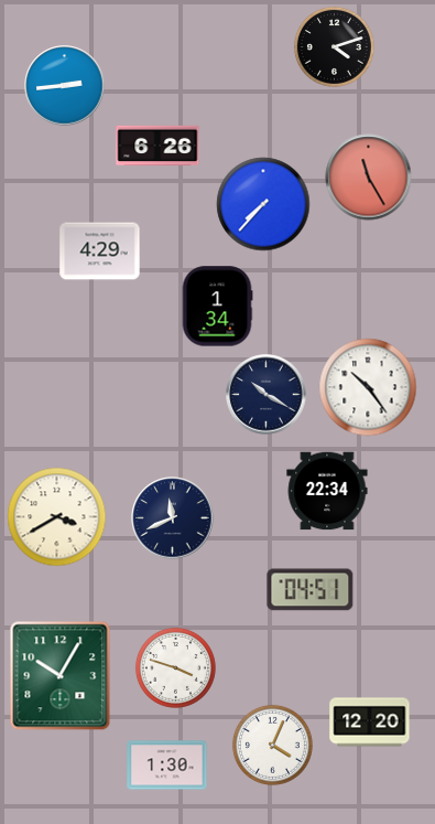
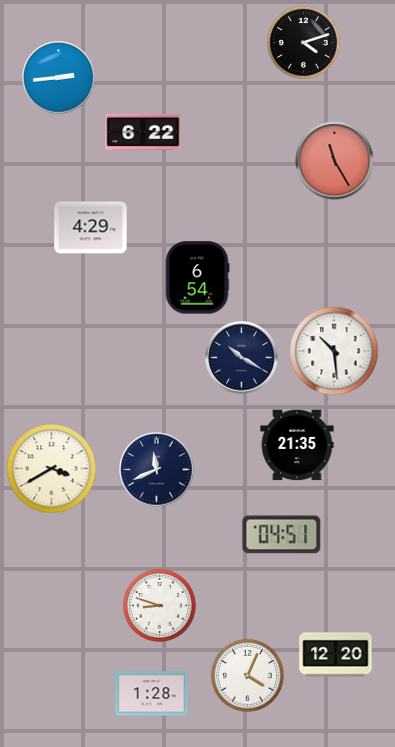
clock at (157, 146): 6:26 -> 6:22
clock at (263, 204): 7:37 -> none
clock at (217, 307): 1:34 -> 6:54
clock at (368, 387): 10:24 -> 10:29
clock at (327, 491): 22:34 -> 21:35
clock at (175, 667): 3:48 -> 8:48
clock at (61, 676): 10:05 -> none
clock at (167, 766): 1:30 -> 1:28
